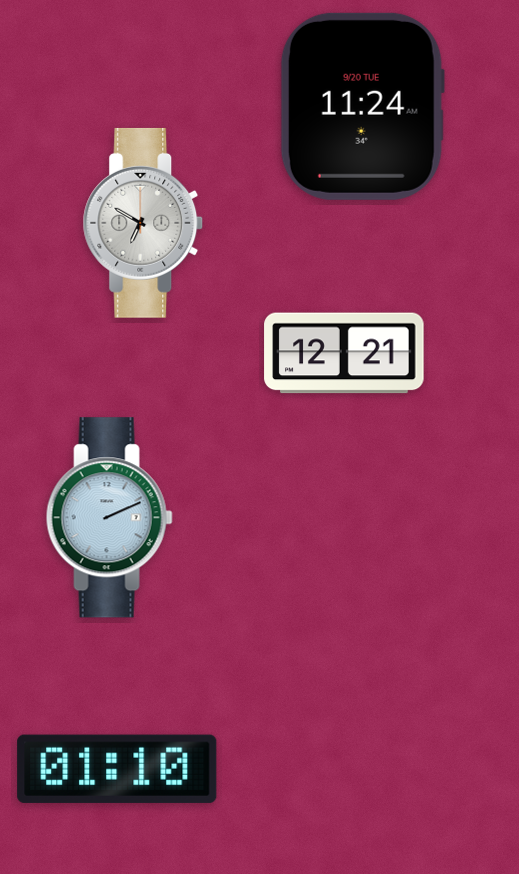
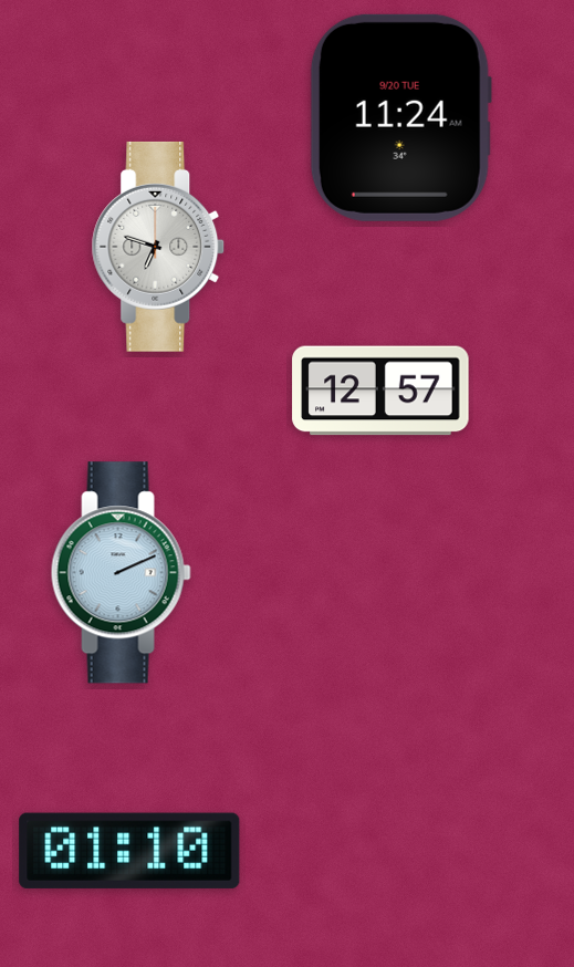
clock at (143, 223): 6:50 -> 6:48
clock at (344, 353): 12:21 -> 12:57
